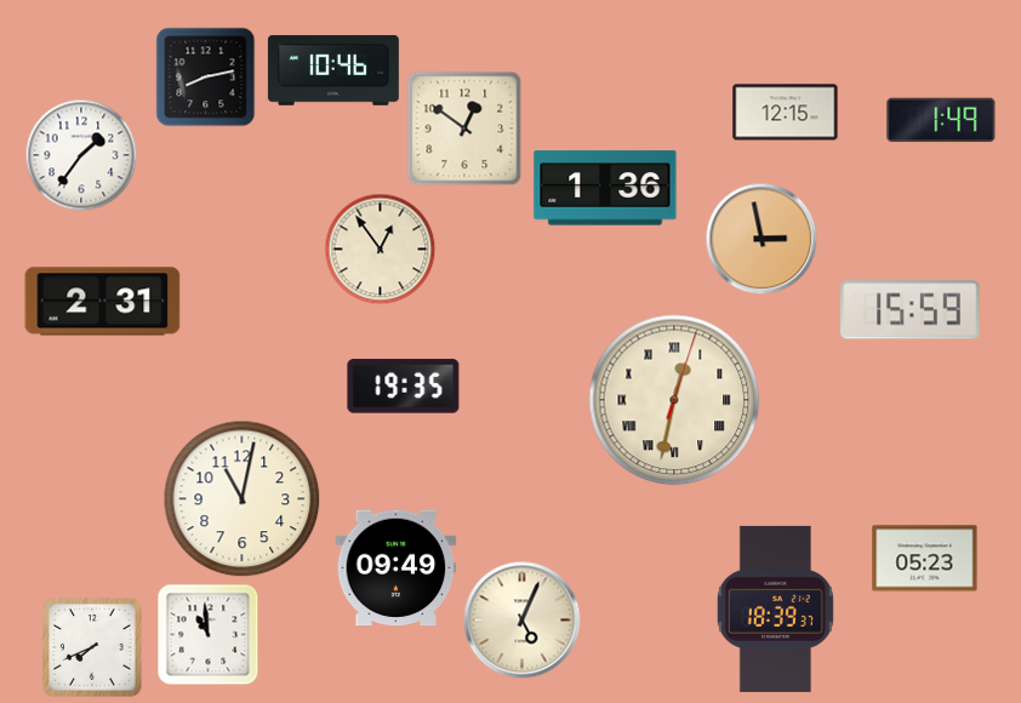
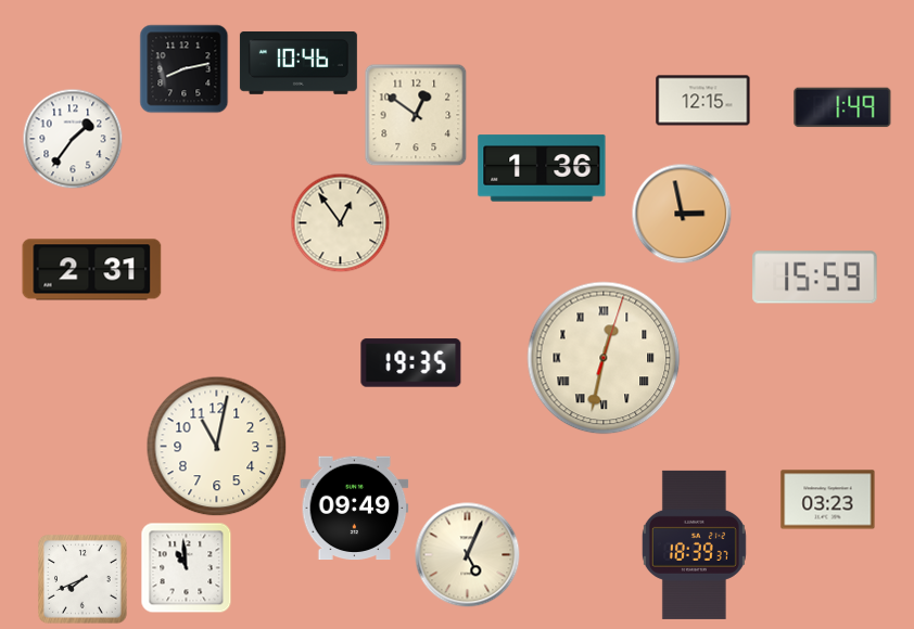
clock at (404, 387) position: (404, 387) -> (411, 363)
clock at (925, 559): 05:23 -> 03:23
